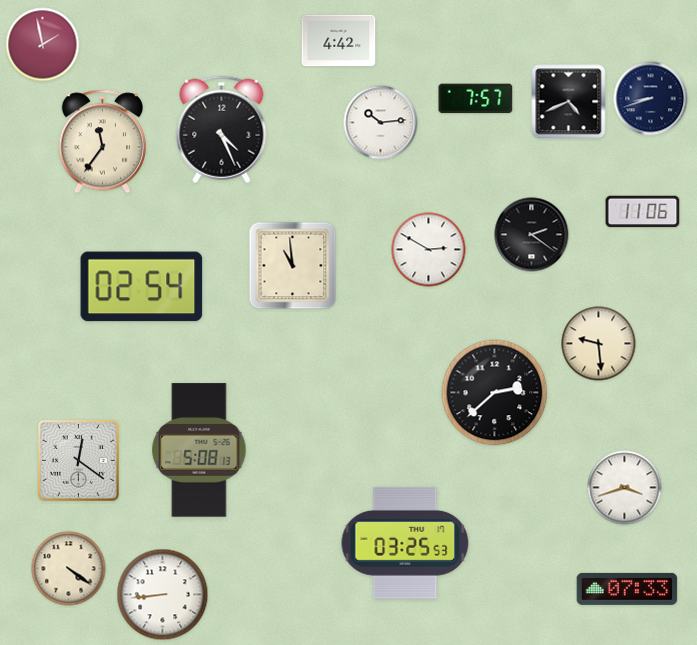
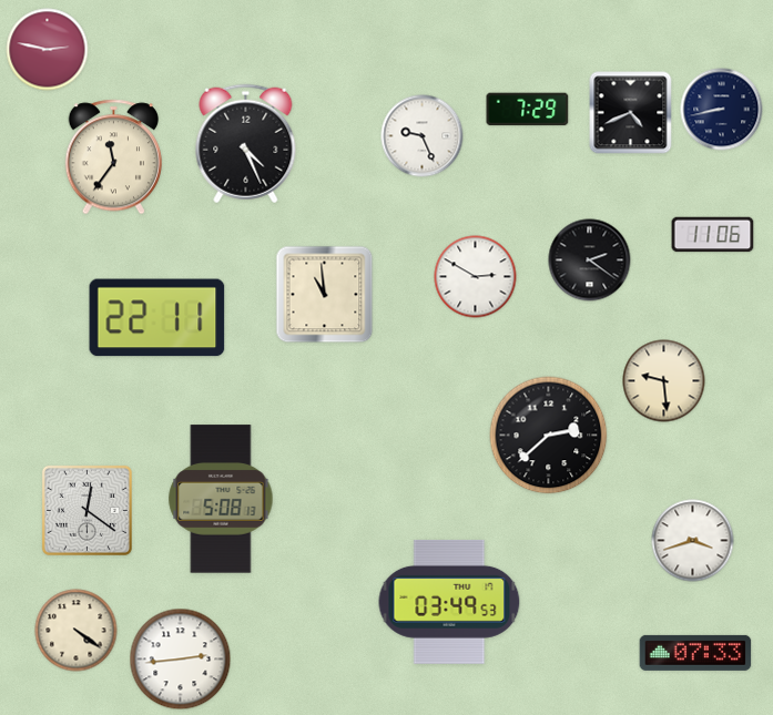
clock at (339, 41): 4:42 -> none
clock at (43, 45): 1:58 -> 2:47
clock at (476, 99): 7:57 -> 7:29
clock at (651, 99): 8:42 -> 8:43
clock at (381, 123): 10:14 -> 9:26
clock at (142, 287): 02:54 -> 22:11
clock at (405, 543): 03:25 -> 03:49
clock at (163, 595): 8:44 -> 2:44
